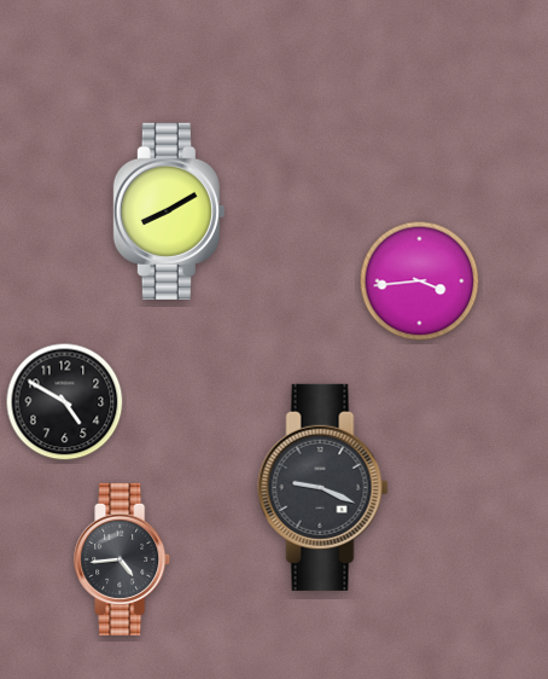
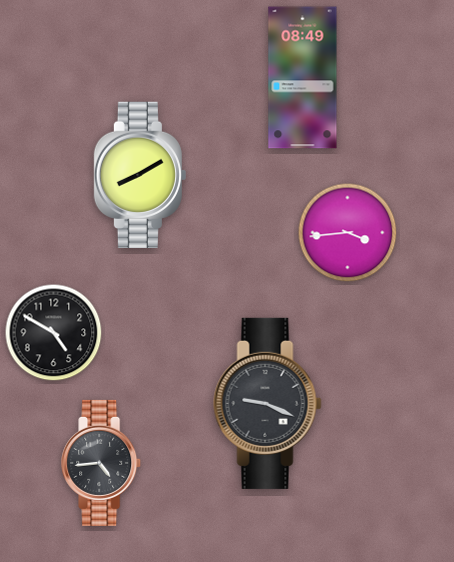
clock at (303, 78): none -> 08:49
